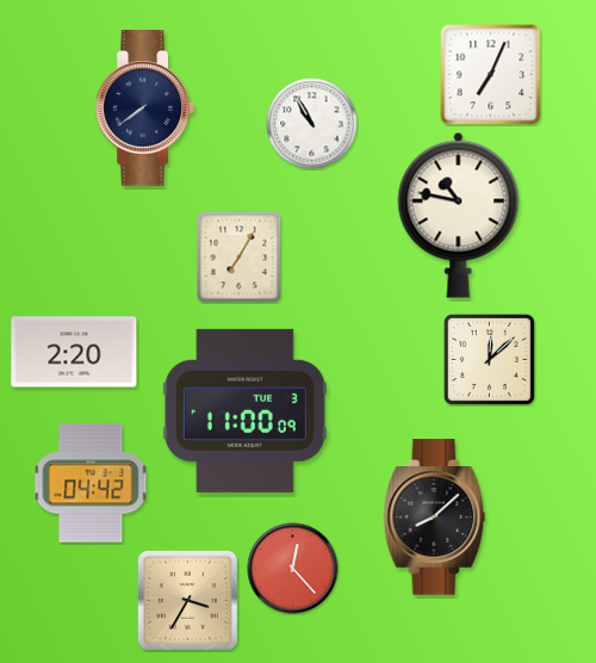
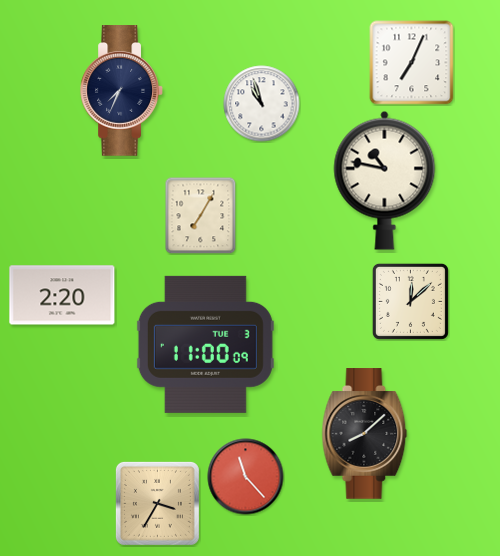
clock at (145, 109): 7:39 -> 7:34
clock at (312, 124): 10:55 -> 10:57
clock at (91, 483): 04:42 -> none
clock at (293, 569): 12:23 -> 11:23
